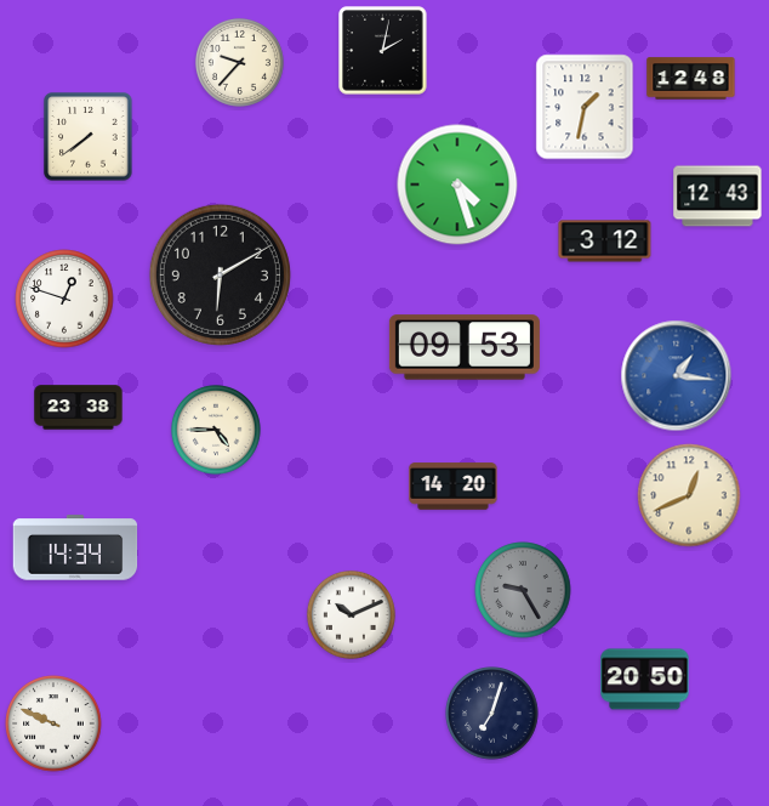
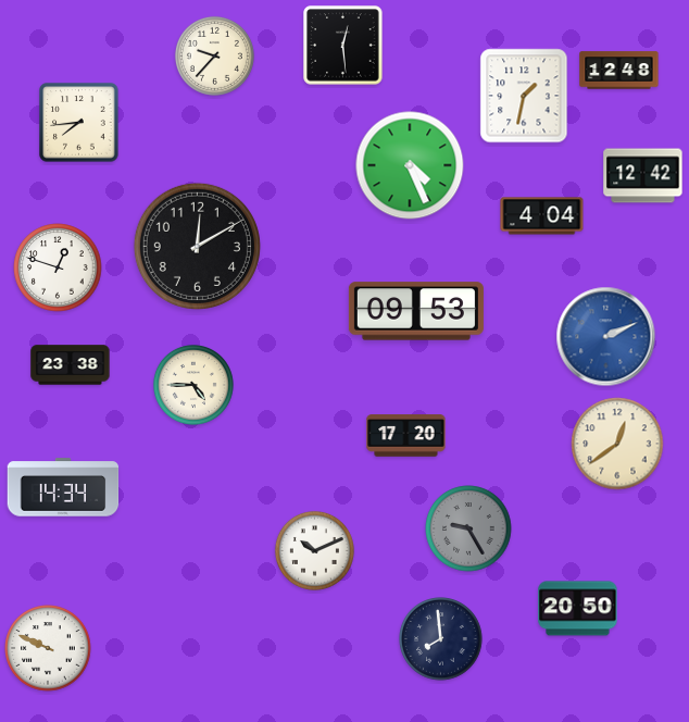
clock at (383, 51): 2:02 -> 12:29
clock at (89, 137): 7:39 -> 7:44
clock at (457, 185): 4:27 -> 4:26
clock at (718, 197): 12:43 -> 12:42
clock at (605, 242): 3:12 -> 4:04
clock at (220, 274): 6:10 -> 12:10
clock at (677, 376): 1:16 -> 2:11
clock at (454, 487): 14:20 -> 17:20
clock at (689, 495): 12:41 -> 12:39
clock at (75, 547) position: (75, 547) -> (63, 487)
clock at (492, 714): 7:03 -> 7:59
